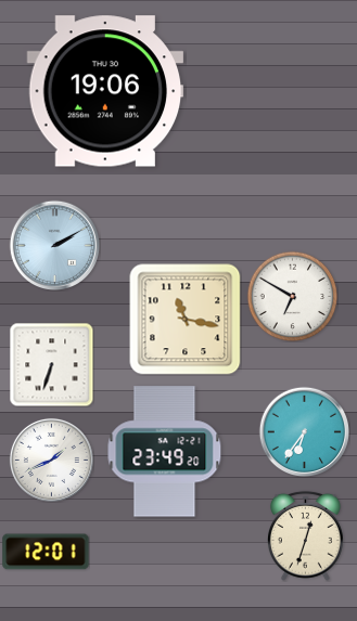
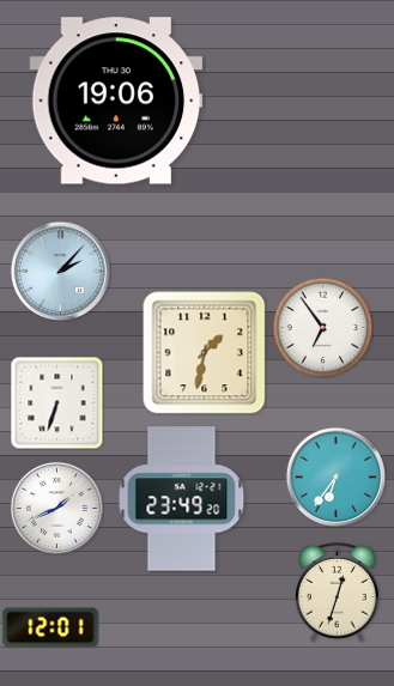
clock at (54, 245): 2:10 -> 2:07
clock at (292, 296): 6:50 -> 6:54
clock at (186, 320): 11:17 -> 1:32
clock at (46, 552) position: (46, 552) -> (50, 627)
